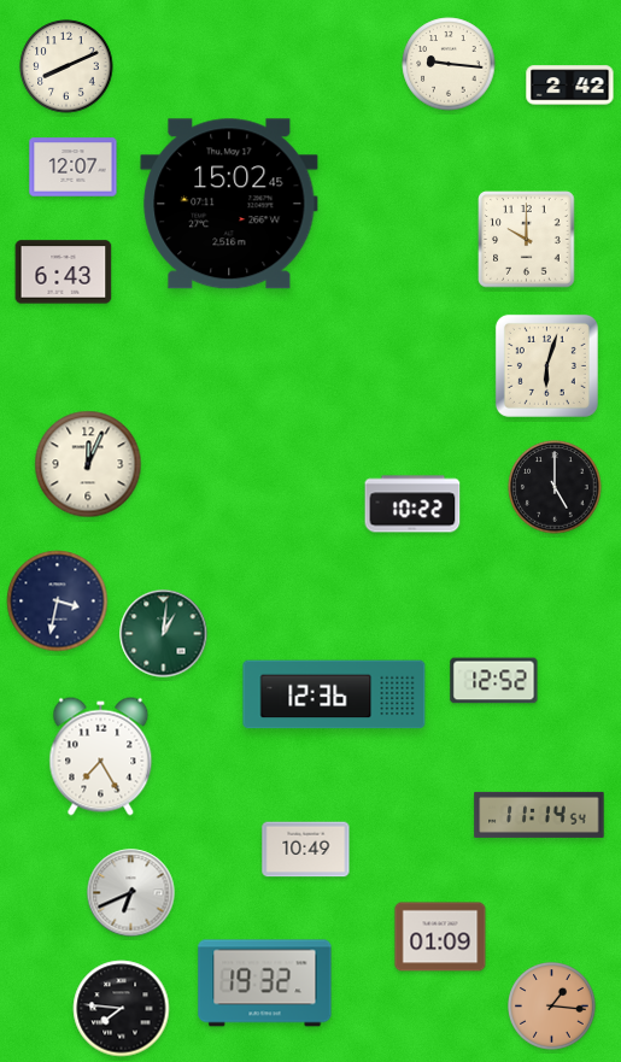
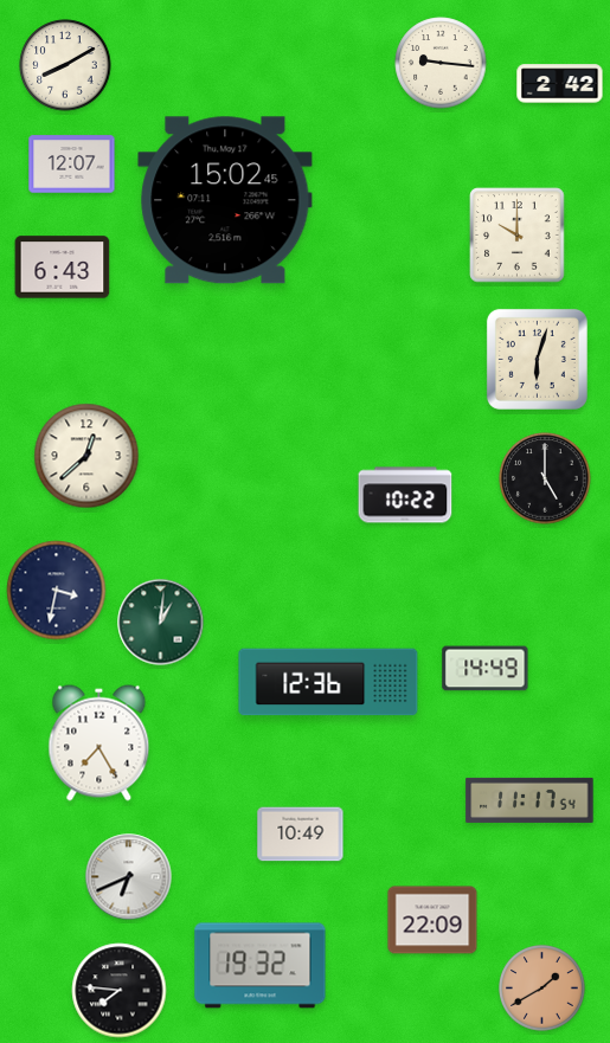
clock at (66, 66): 8:11 -> 8:10
clock at (88, 464): 12:04 -> 12:38
clock at (494, 681): 12:52 -> 14:49
clock at (539, 815): 11:14 -> 11:17
clock at (440, 937): 01:09 -> 22:09
clock at (552, 1007): 1:16 -> 1:40
